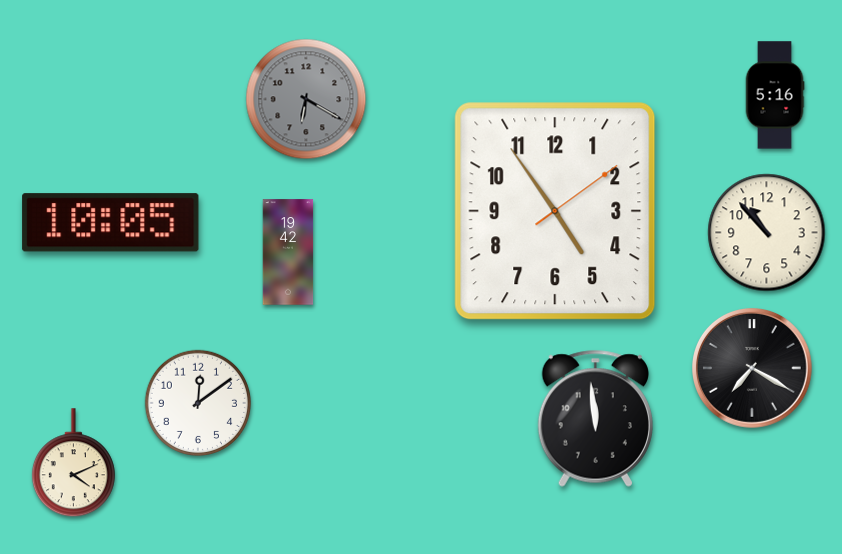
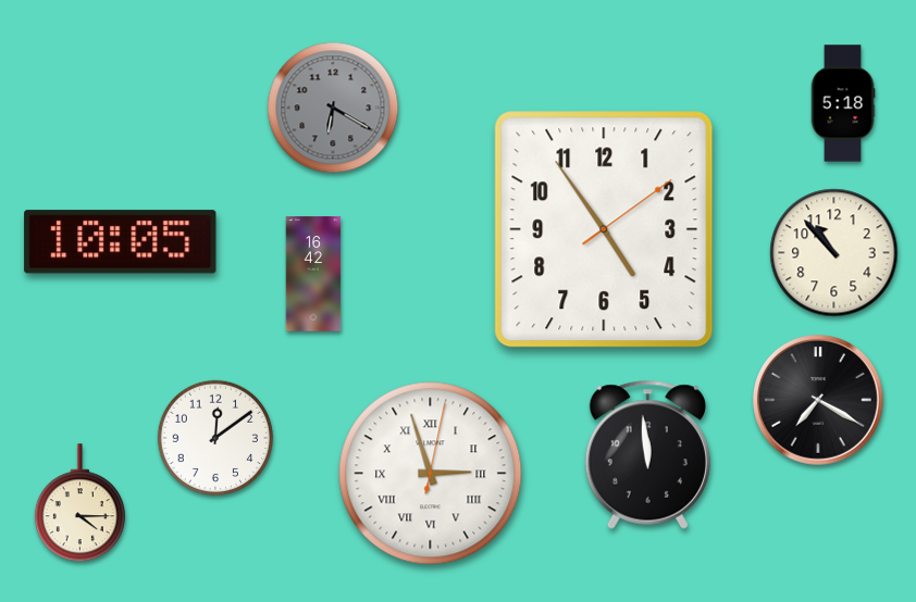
clock at (775, 95): 5:16 -> 5:18
clock at (288, 252): 19:42 -> 16:42
clock at (431, 474): none -> 2:57
clock at (73, 463): 4:11 -> 4:15
